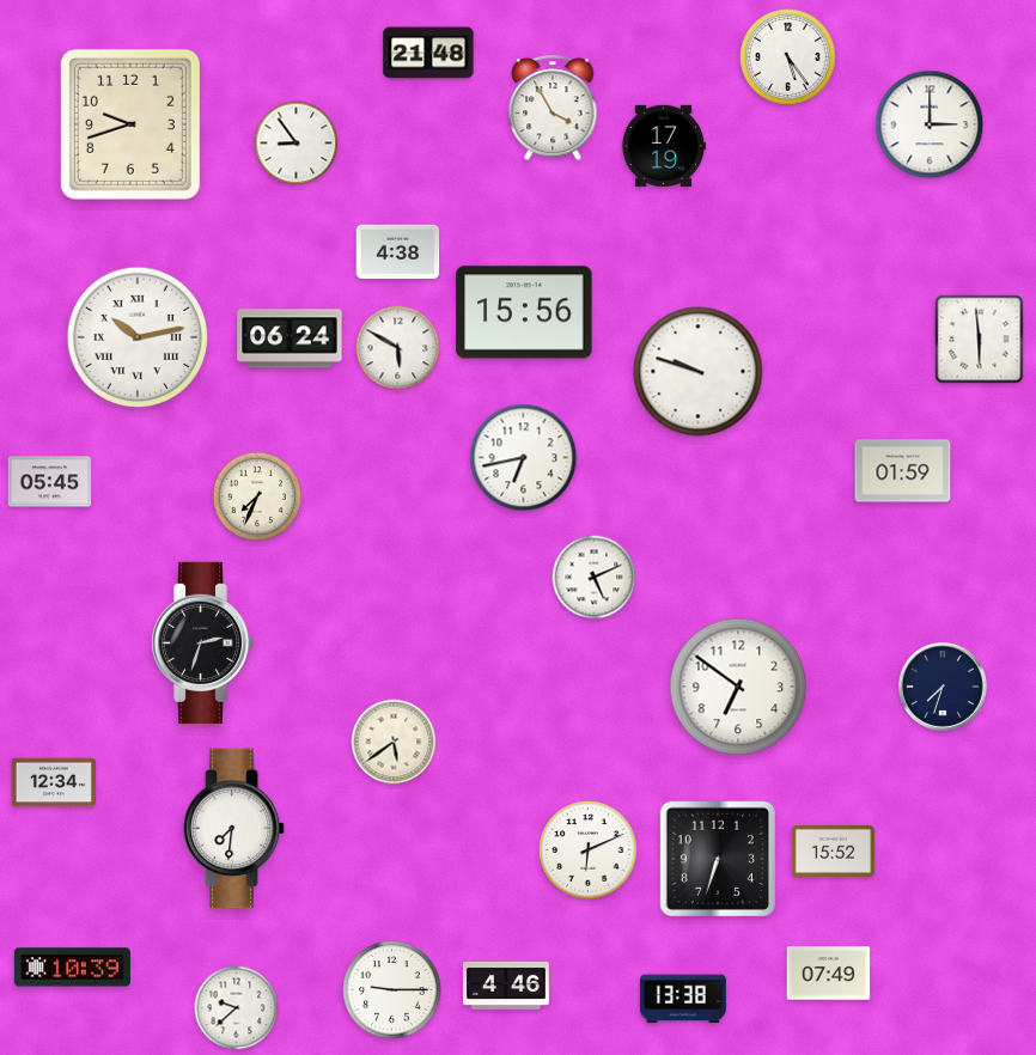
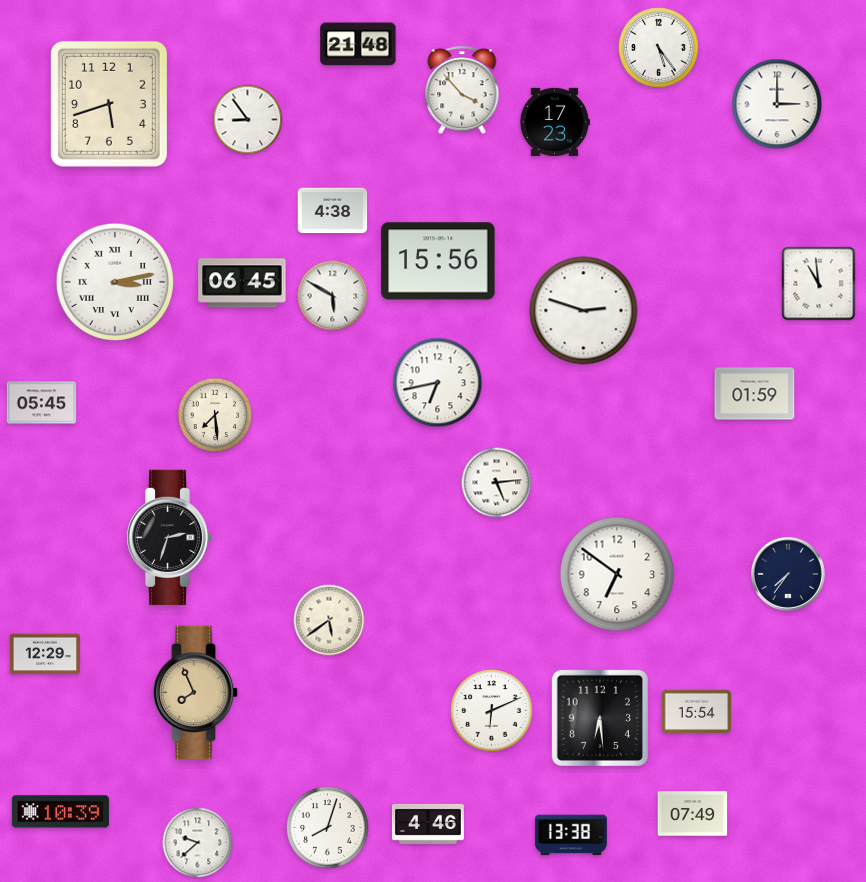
clock at (553, 109): 3:55 -> 3:53
clock at (130, 124): 9:42 -> 5:42
clock at (663, 146): 17:19 -> 17:23
clock at (136, 336): 10:13 -> 3:13
clock at (290, 339): 06:24 -> 06:45
clock at (980, 340): 5:59 -> 10:59
clock at (398, 348) position: (398, 348) -> (333, 296)
clock at (699, 372): 9:48 -> 2:48
clock at (257, 496): 7:34 -> 7:29
clock at (595, 578): 5:11 -> 5:14
clock at (943, 687): 7:33 -> 7:36
clock at (54, 782): 12:34 -> 12:29
clock at (234, 829): 7:31 -> 7:56
clock at (234, 829) dial: white -> champagne
clock at (834, 850): 15:52 -> 15:54
clock at (718, 859): 6:33 -> 6:29
clock at (72, 968) position: (72, 968) -> (60, 812)
clock at (506, 986) position: (506, 986) -> (428, 824)
clock at (392, 990): 9:15 -> 8:03
